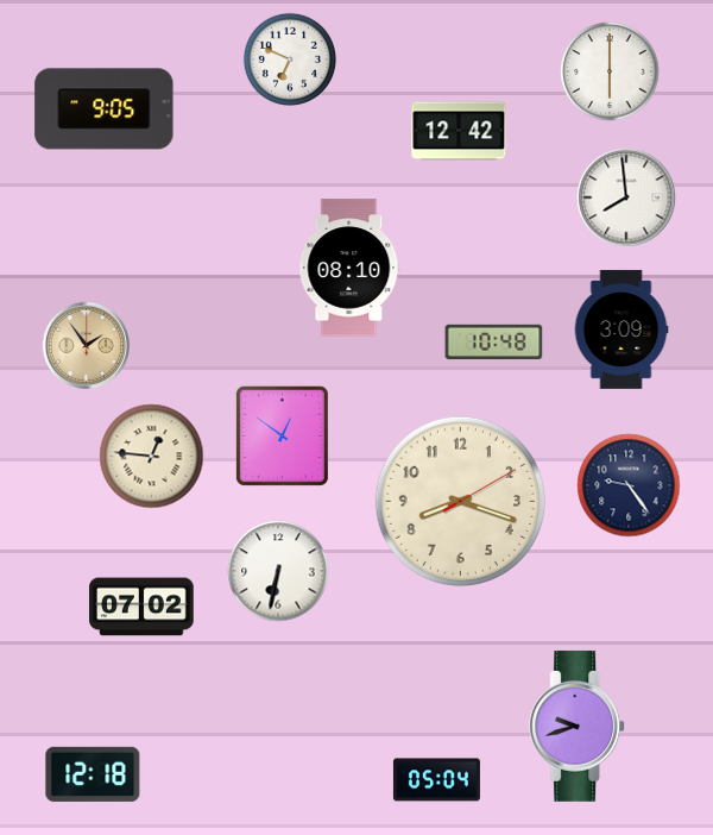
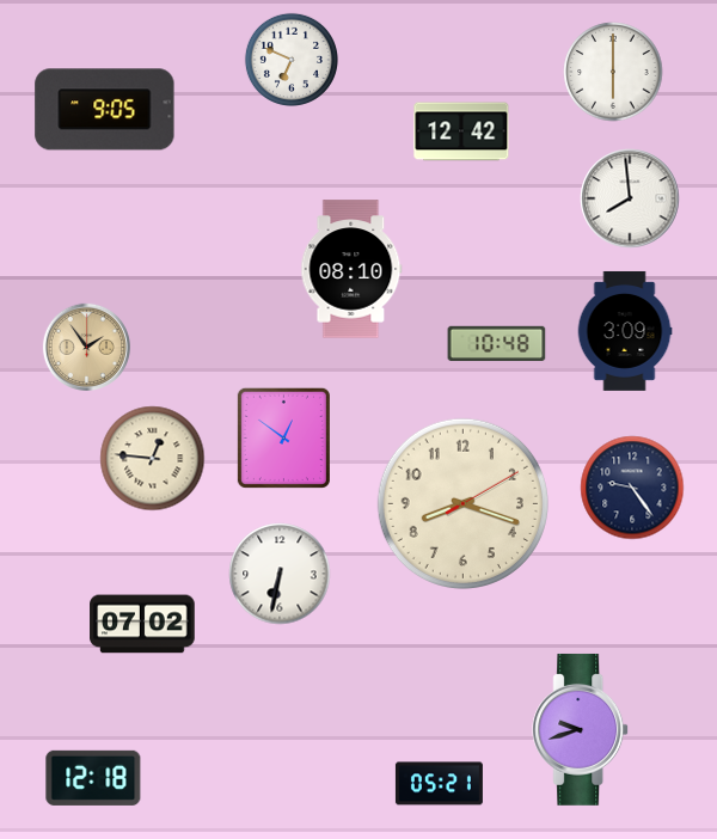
clock at (141, 607) position: (141, 607) -> (142, 624)
clock at (436, 780): 05:04 -> 05:21
